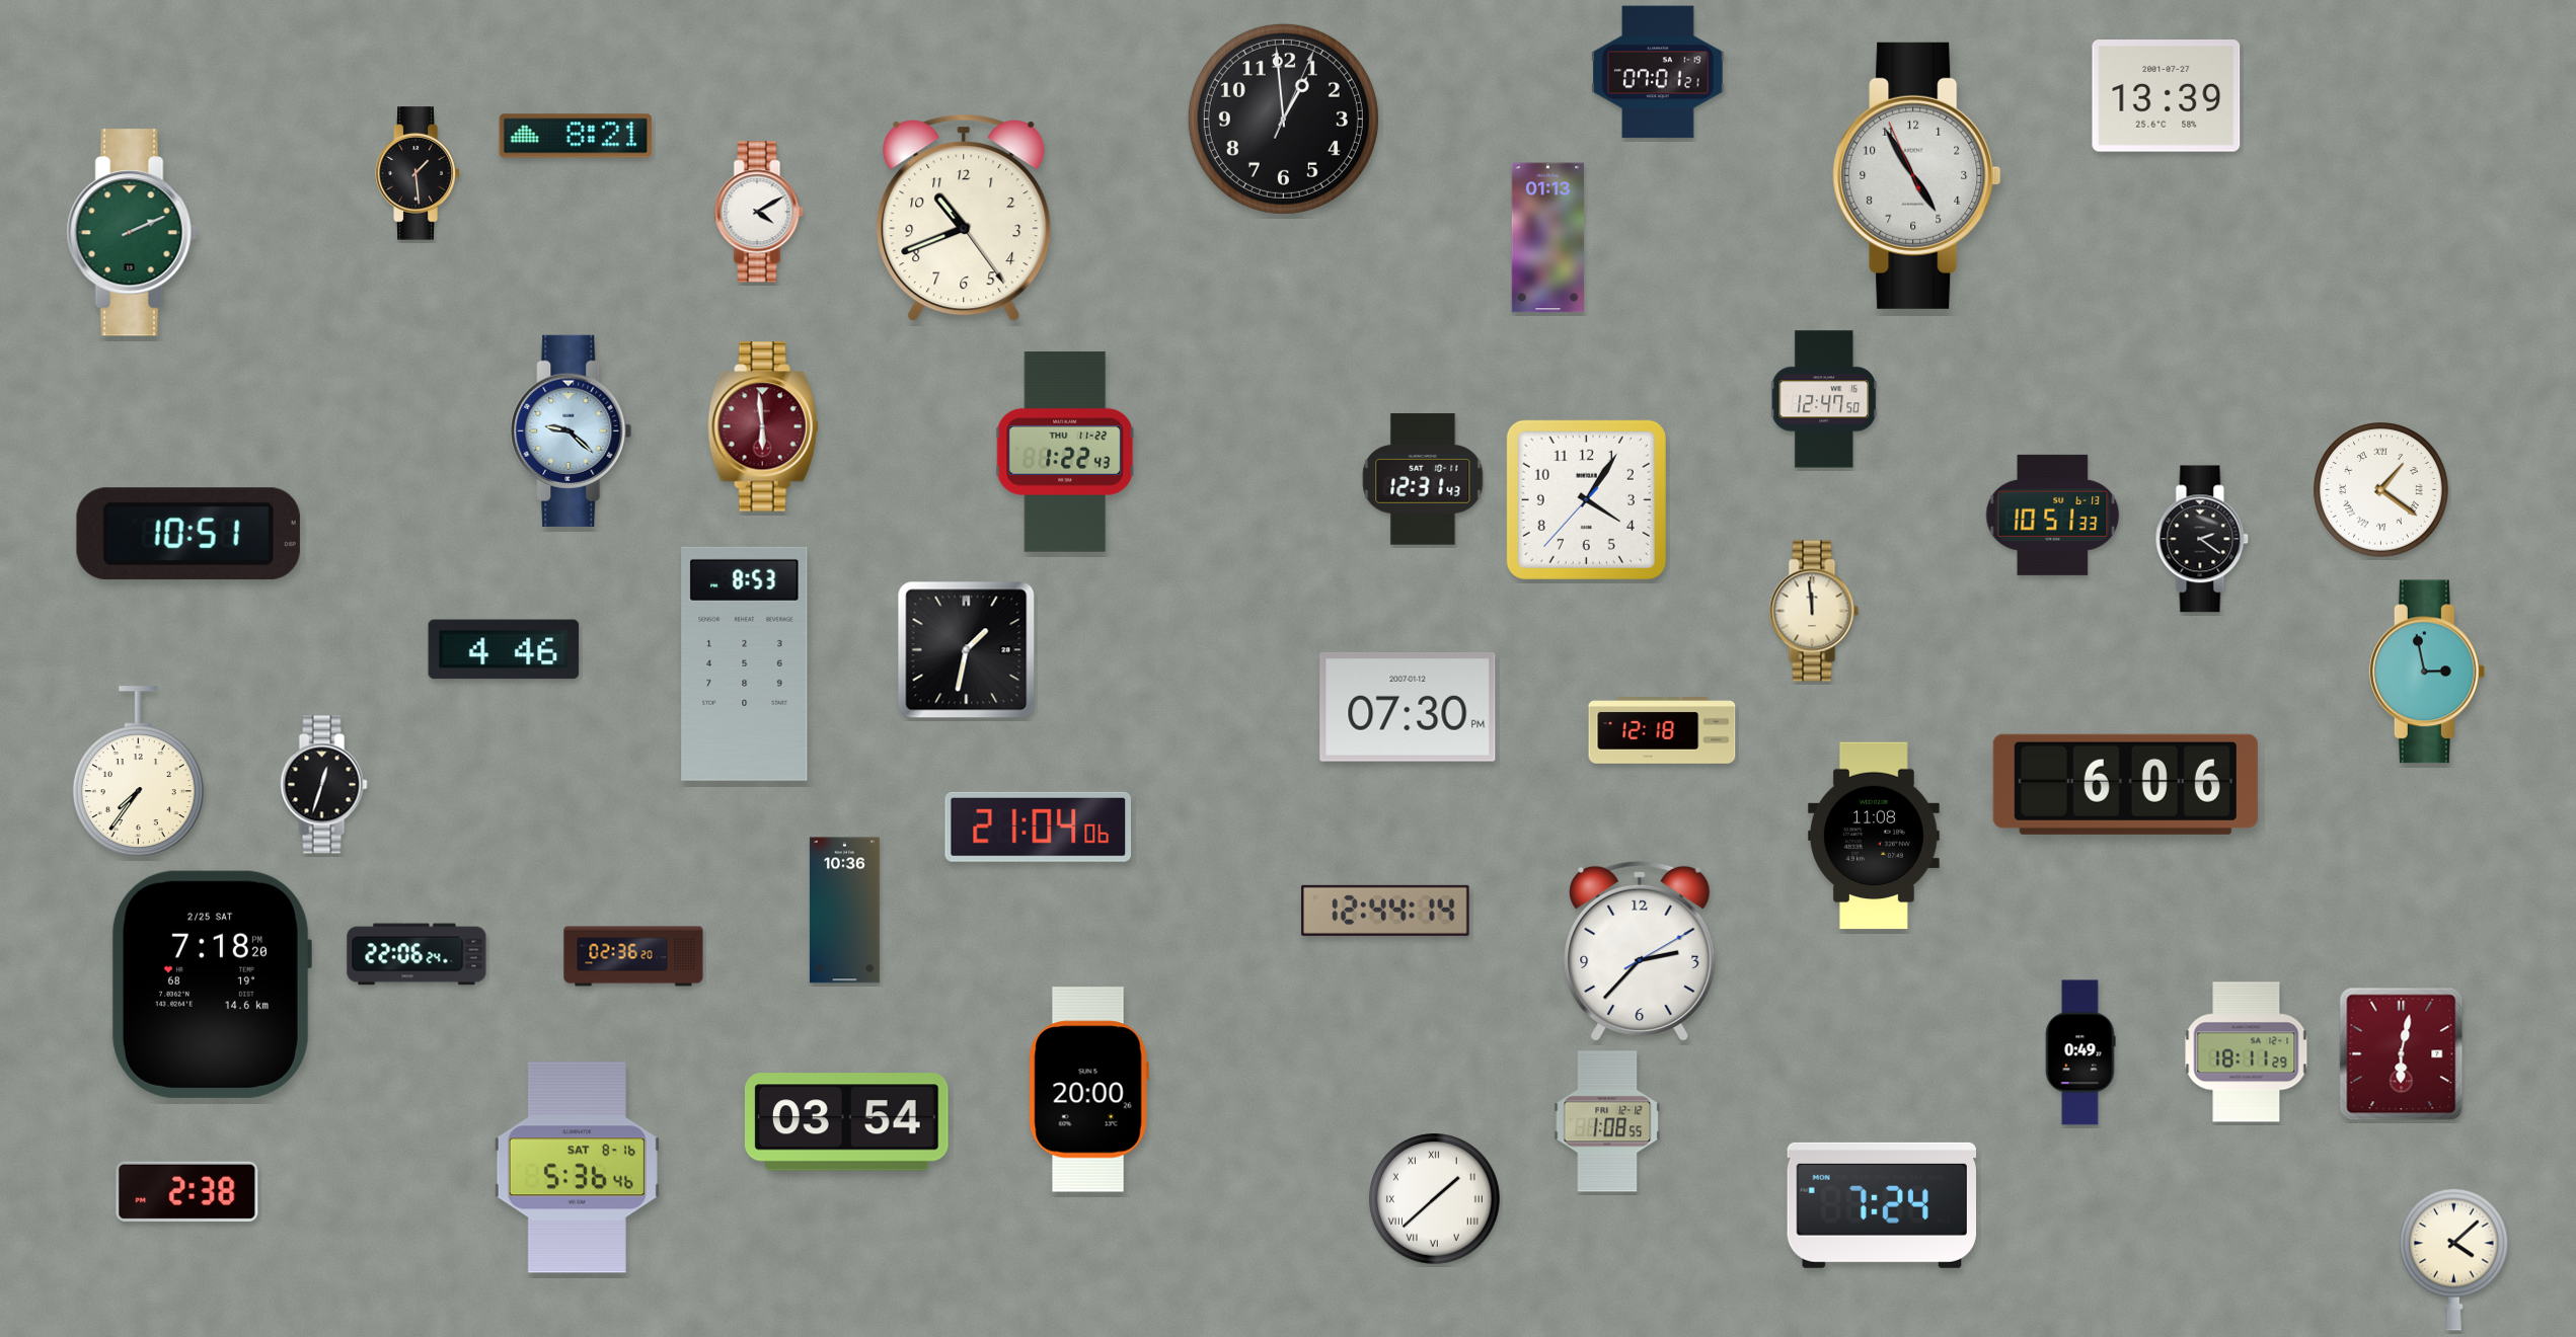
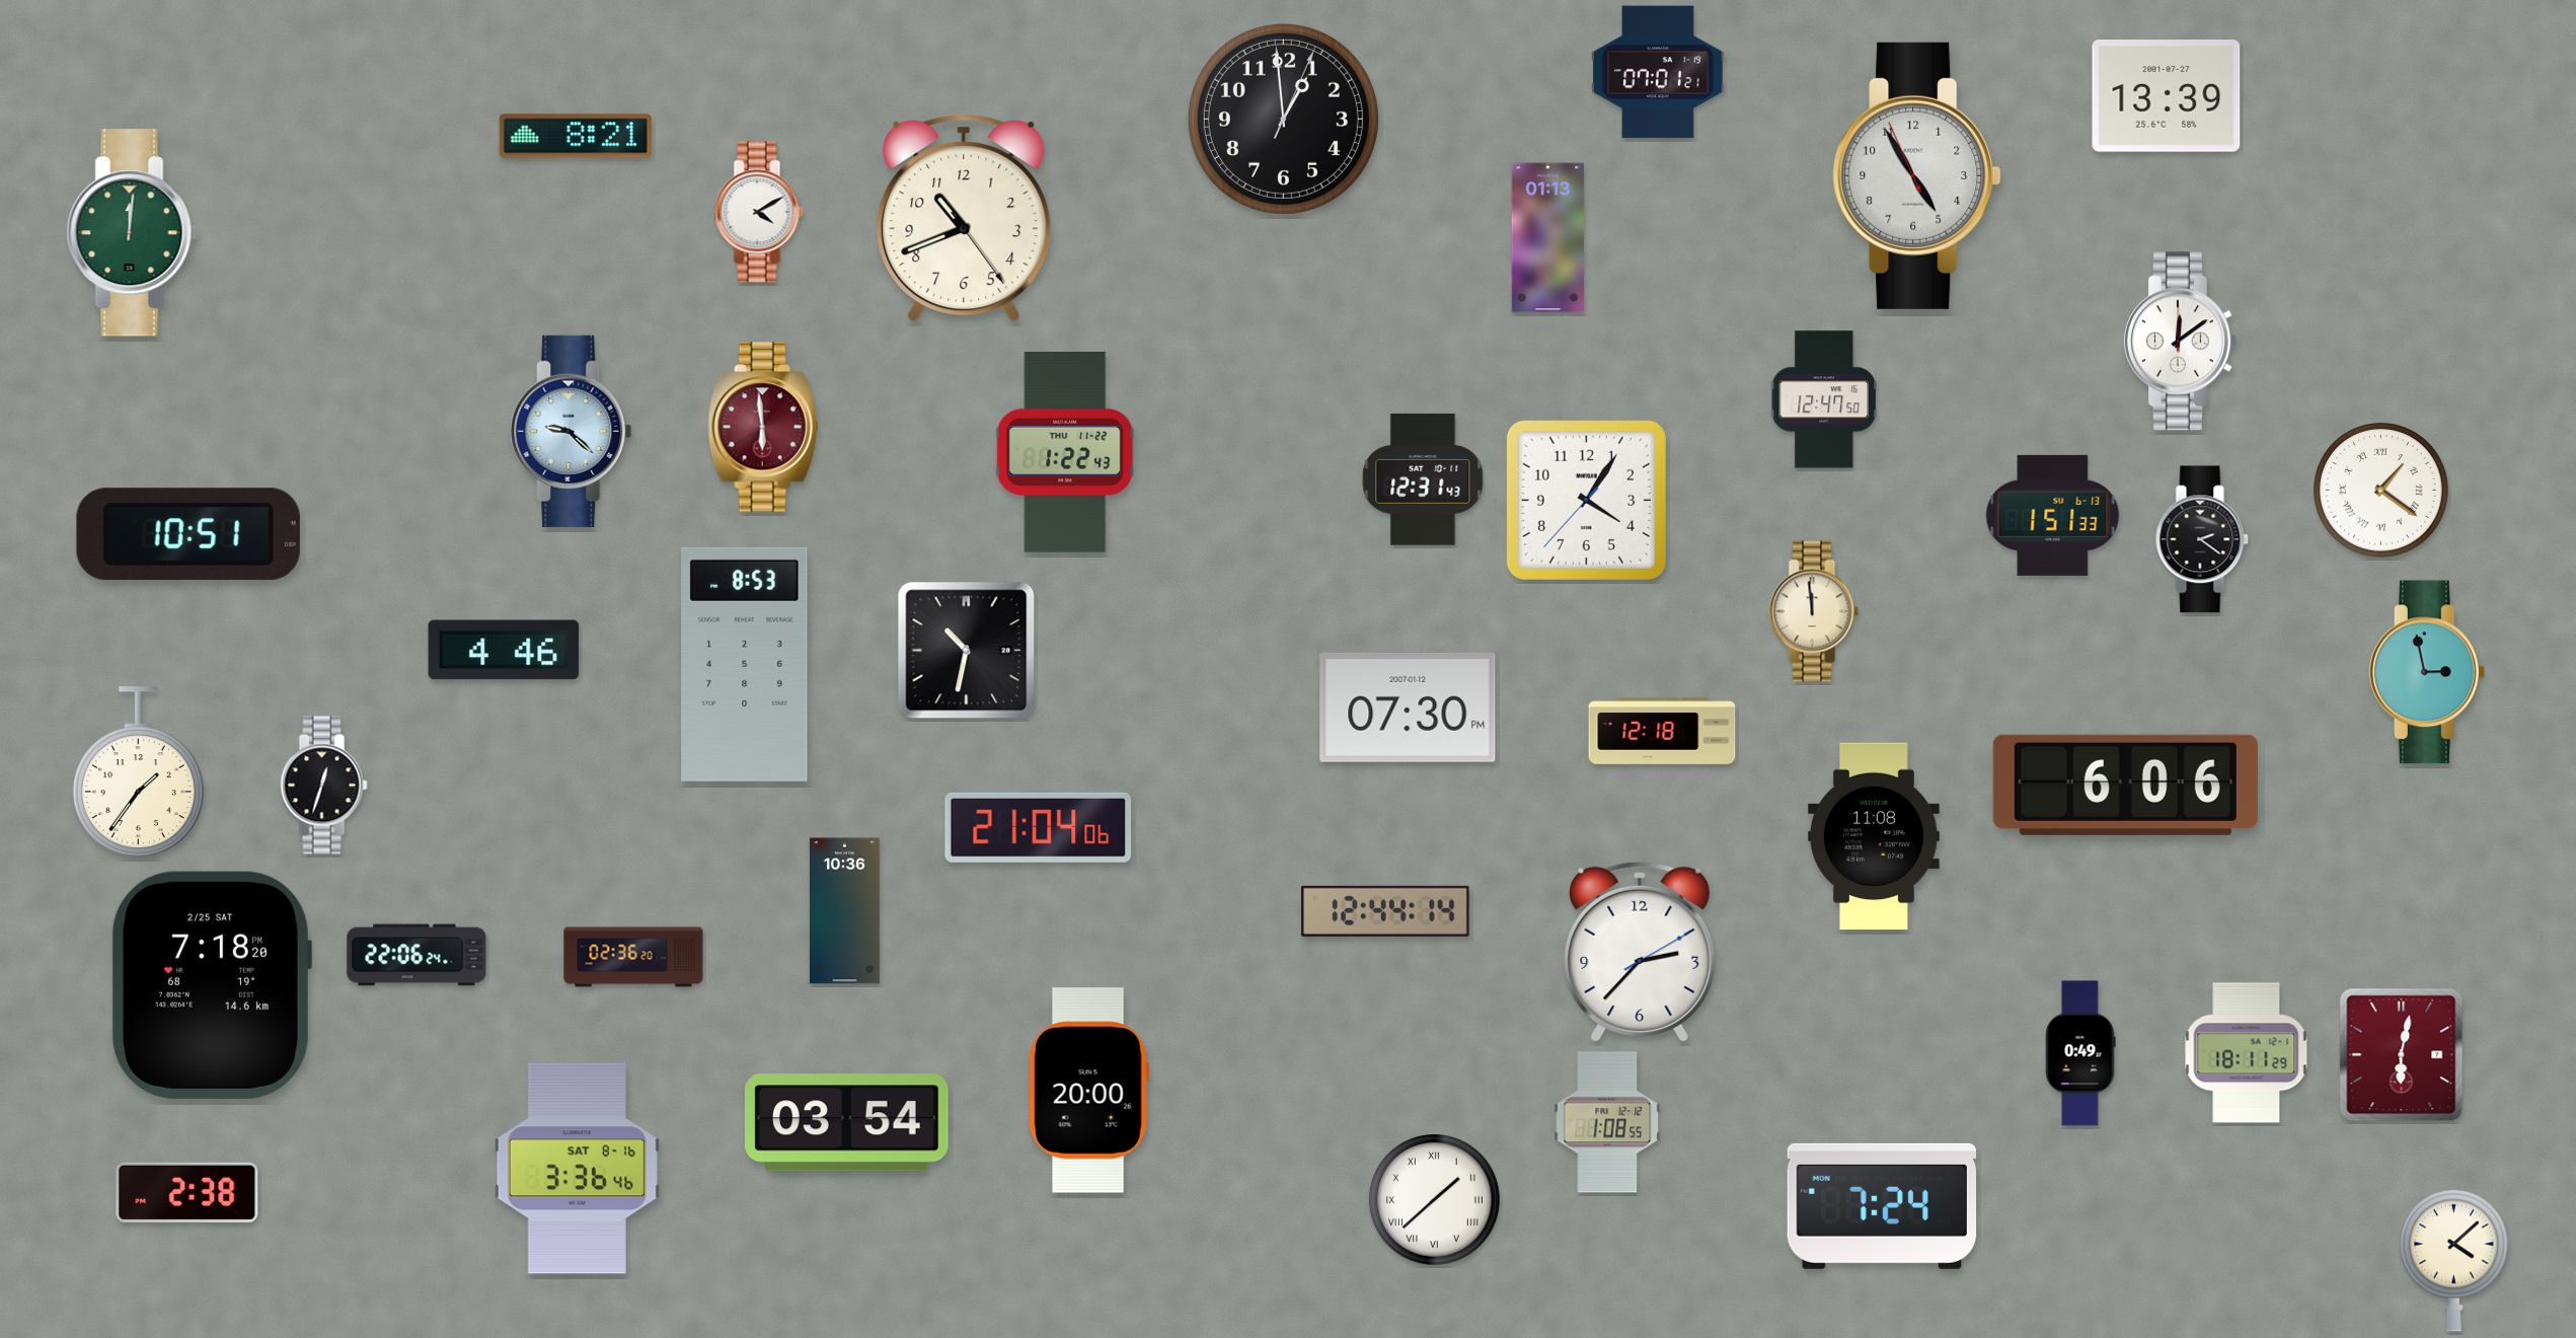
clock at (418, 173): 1:29 -> none
clock at (132, 233): 2:11 -> 12:01
clock at (2180, 342): none -> 12:09
clock at (2053, 515): 10:51 -> 1:51
clock at (967, 650): 1:32 -> 10:32
clock at (138, 771): 7:36 -> 1:36
clock at (577, 1168): 5:36 -> 3:36
